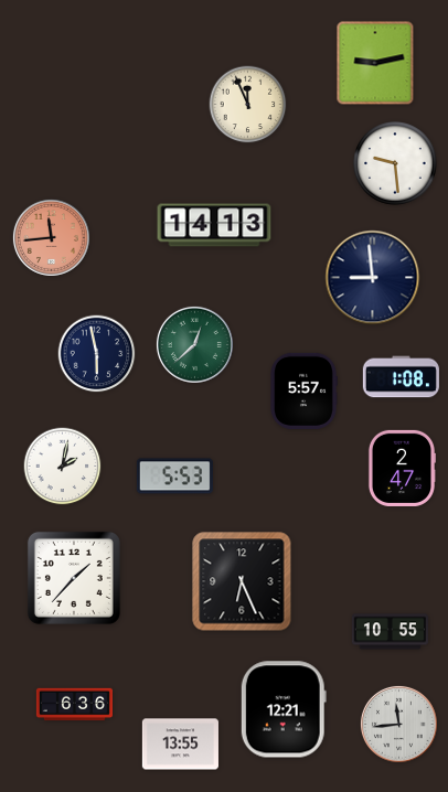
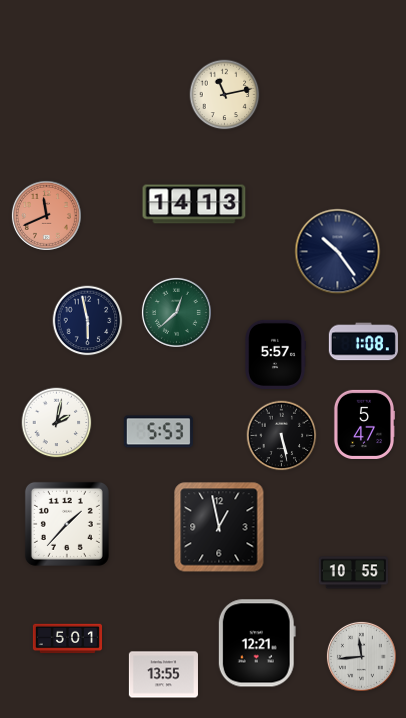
clock at (375, 63): 9:13 -> none
clock at (248, 105): 11:56 -> 11:13
clock at (396, 164): 9:29 -> none
clock at (51, 237): 11:44 -> 11:41
clock at (373, 278): 8:59 -> 10:24
clock at (402, 468): 2:47 -> 5:47
clock at (282, 436): none -> 5:28
clock at (242, 581): 6:26 -> 12:58
clock at (74, 705): 6:36 -> 5:01
